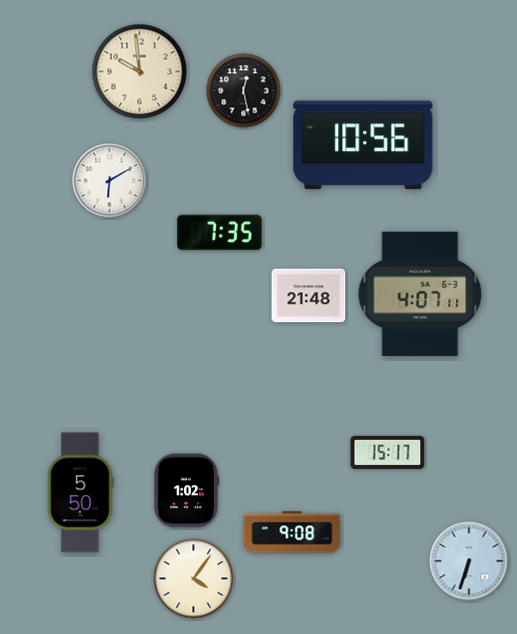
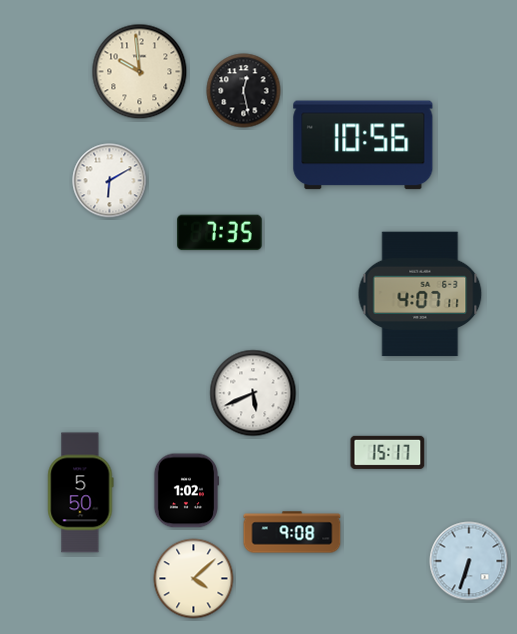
clock at (309, 296): 21:48 -> none
clock at (253, 393): none -> 5:41
clock at (194, 579): 4:06 -> 4:08
